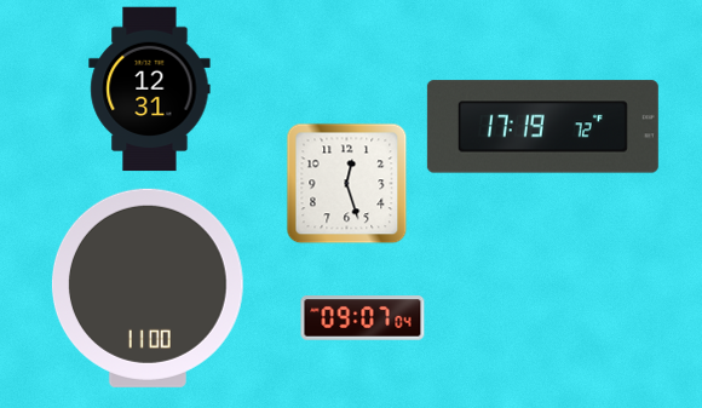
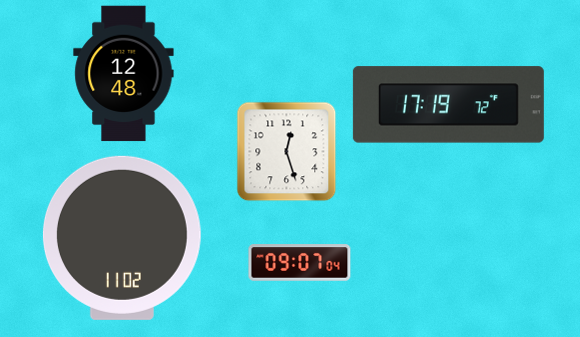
clock at (150, 90): 12:31 -> 12:48
clock at (148, 288): 11:00 -> 11:02
